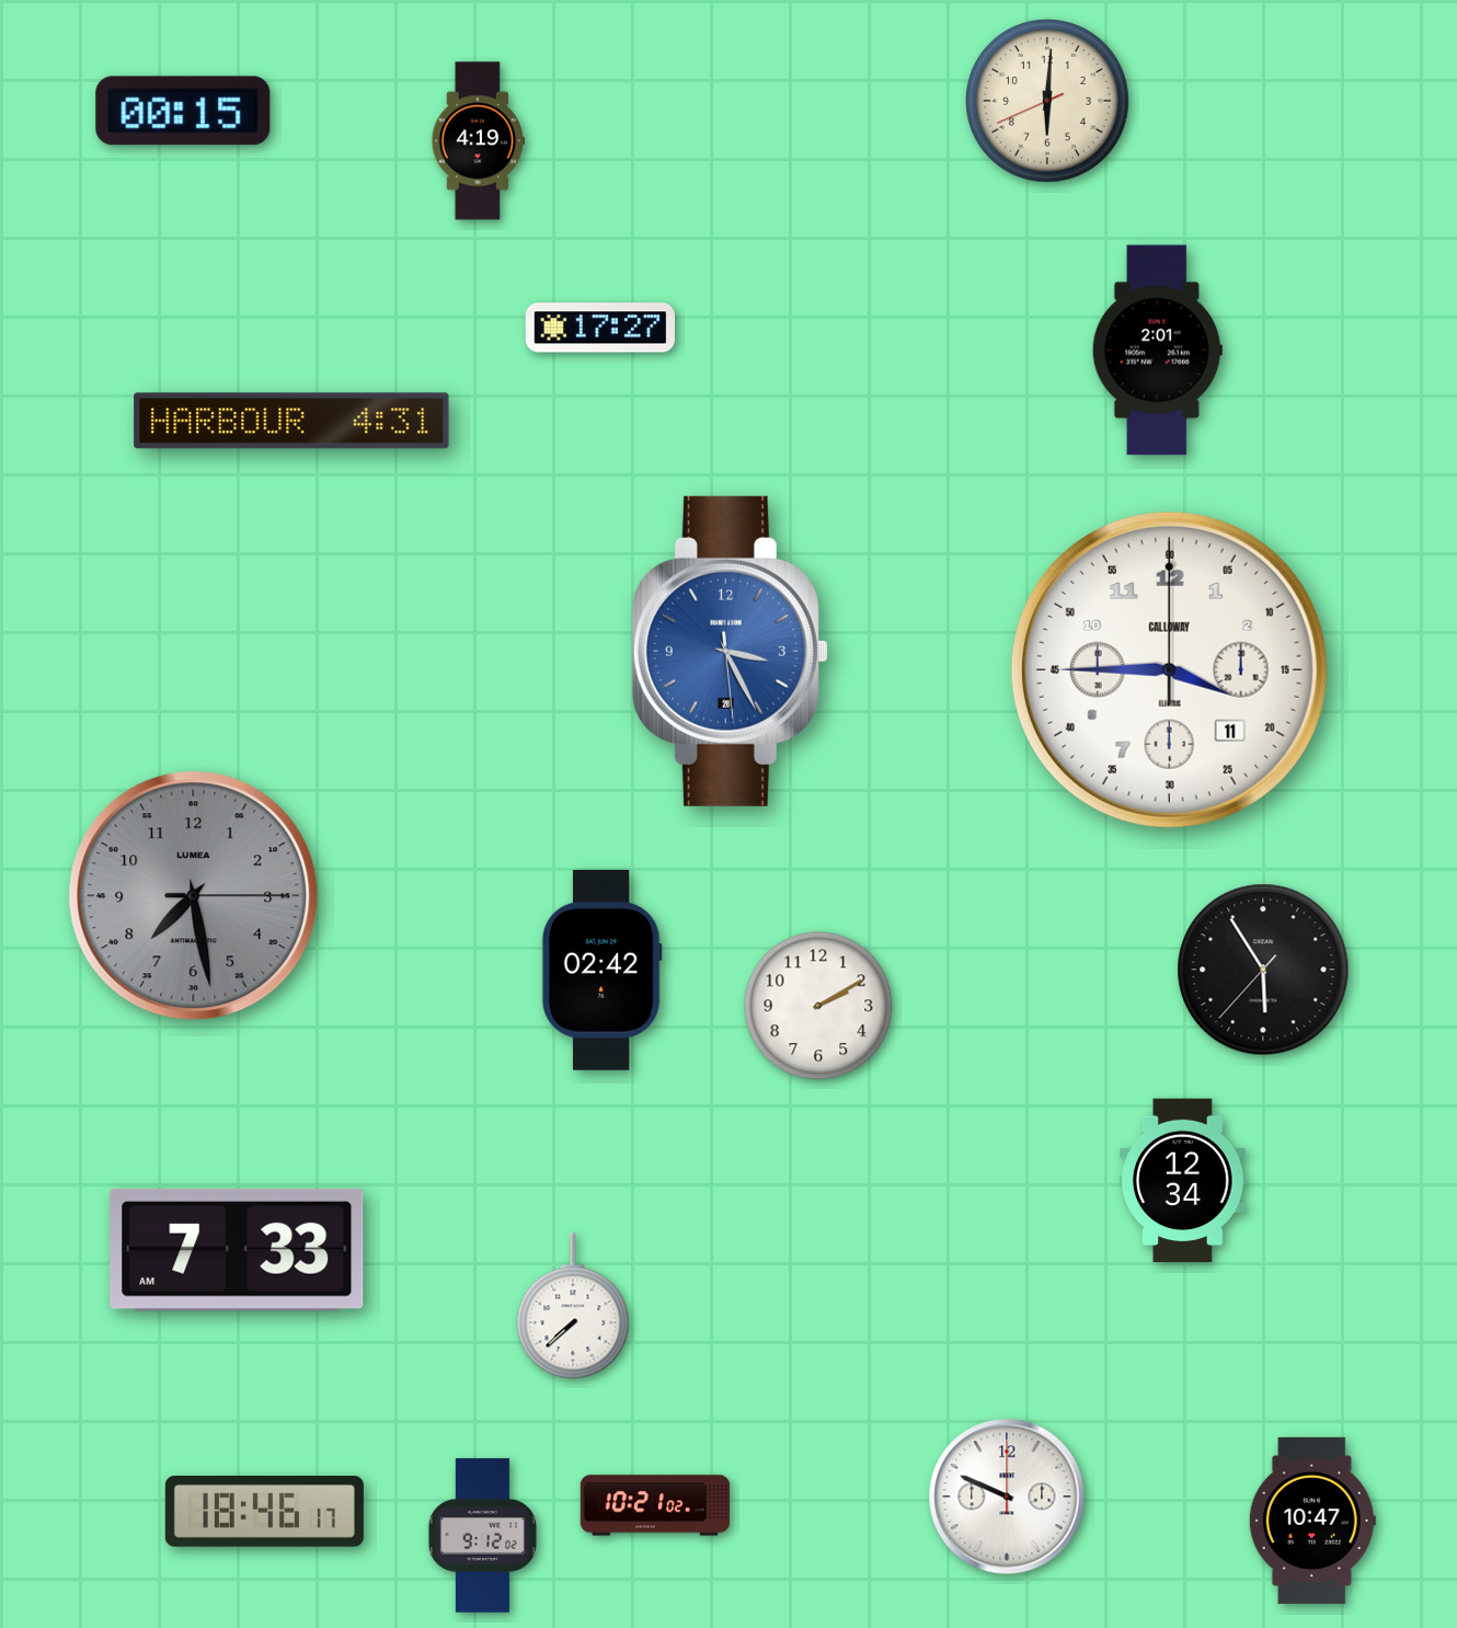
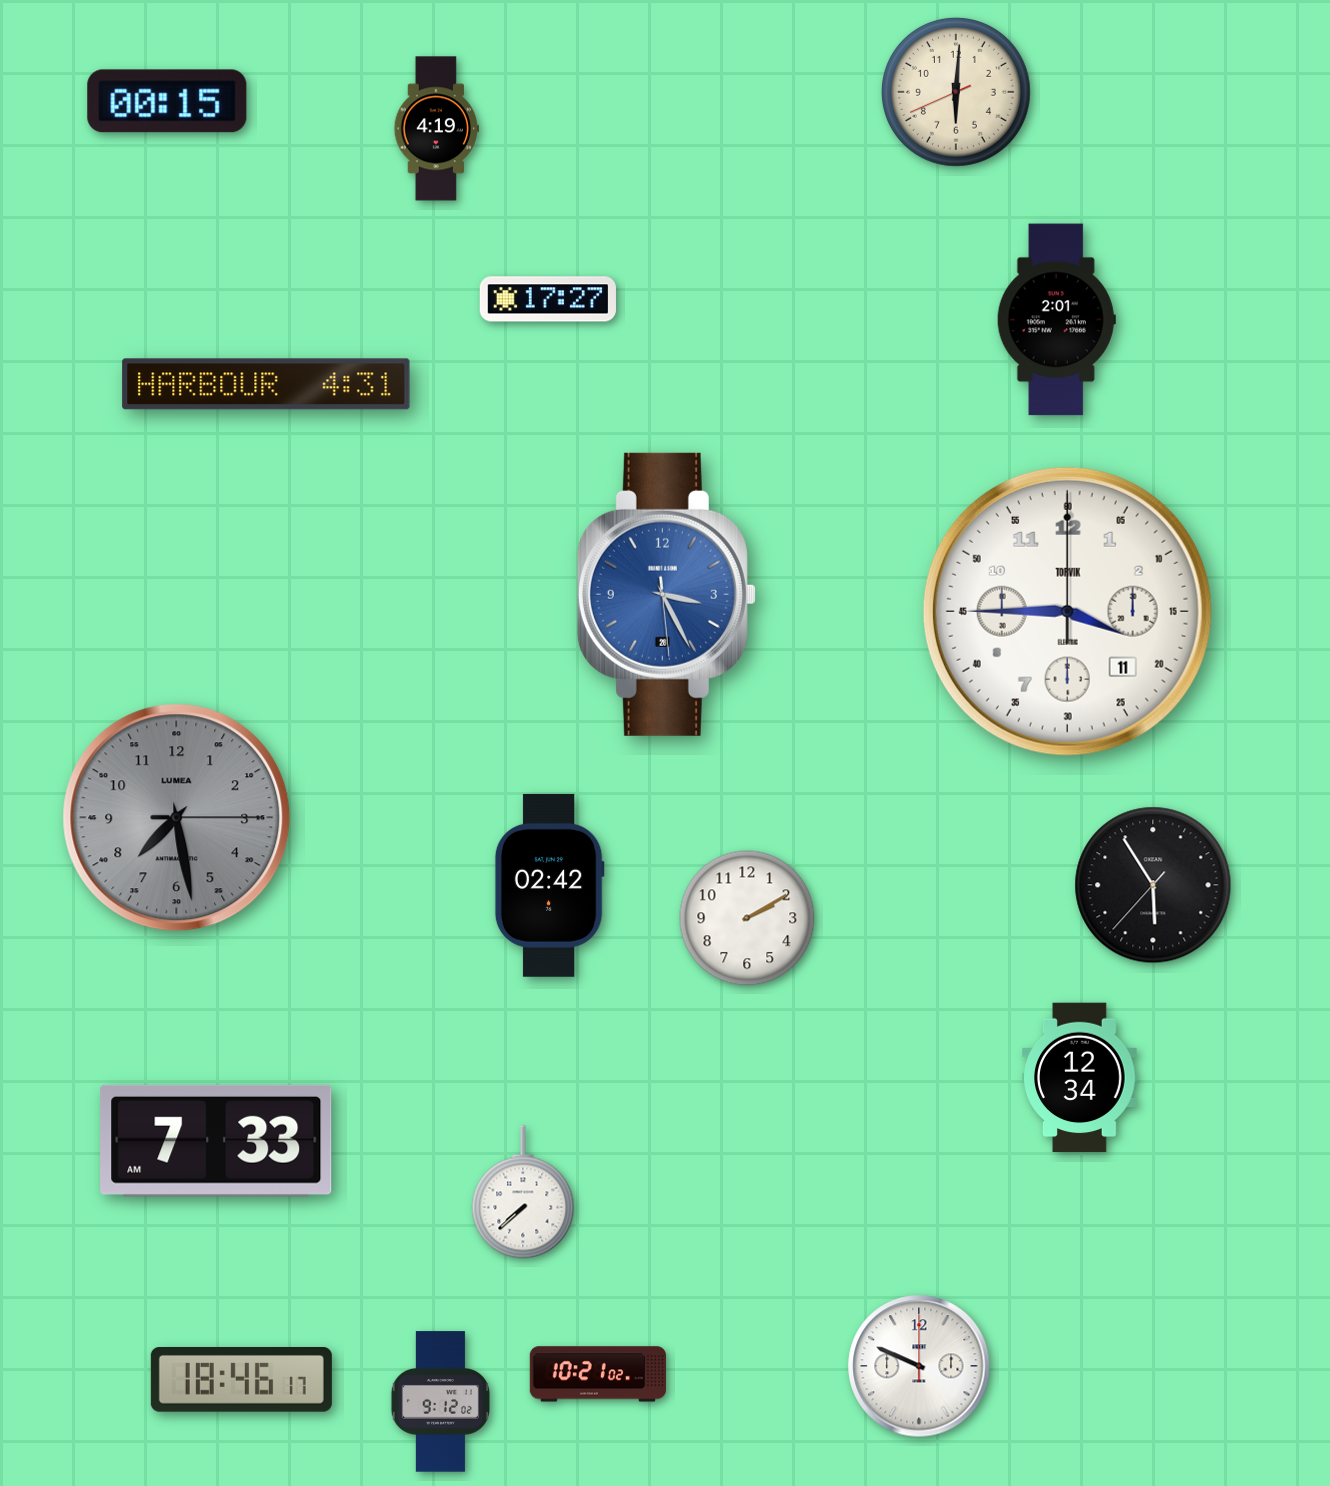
clock at (1169, 669) brand: CALLOWAY -> TORVIK
clock at (1312, 1521): 10:47 -> none
